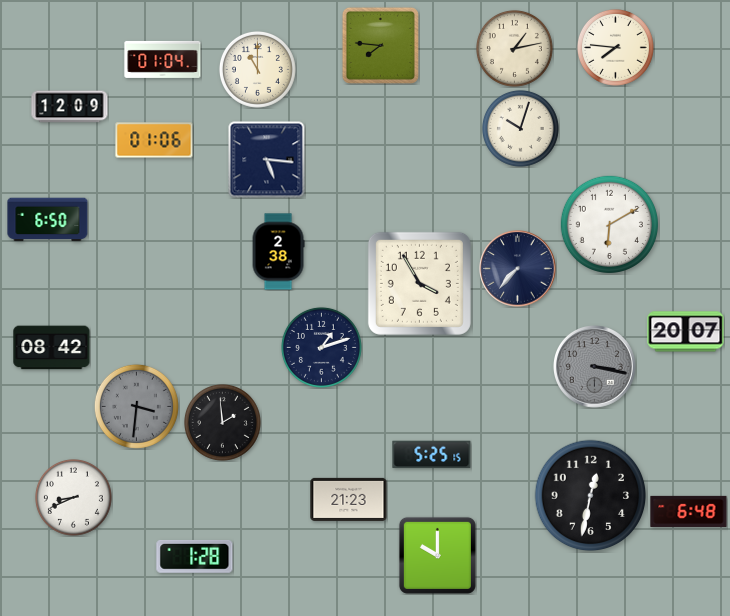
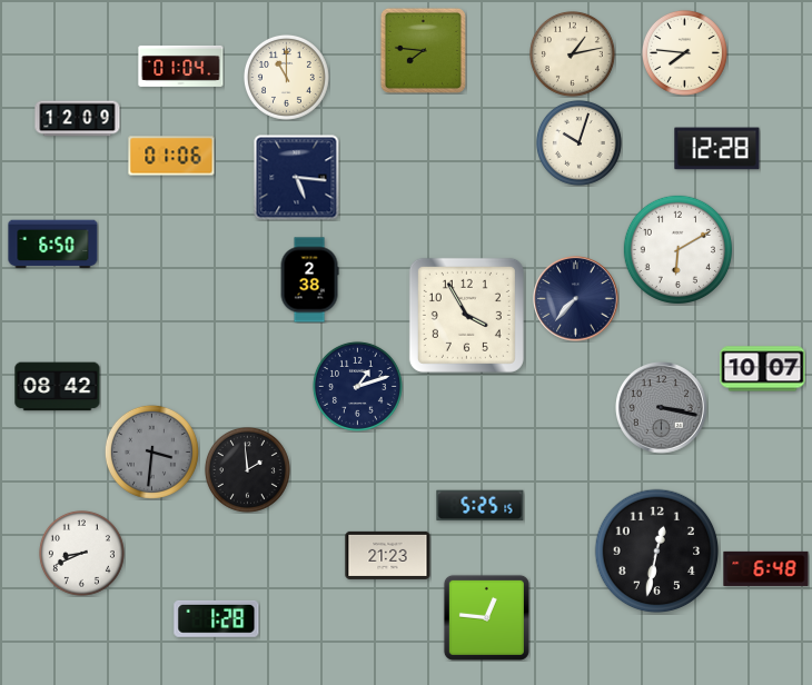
clock at (717, 149): none -> 12:28
clock at (686, 332): 20:07 -> 10:07
clock at (437, 555): 10:00 -> 12:46
